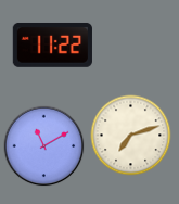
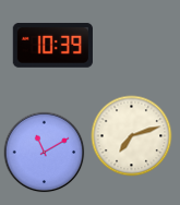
clock at (52, 44): 11:22 -> 10:39
clock at (44, 146) position: (44, 146) -> (45, 153)
